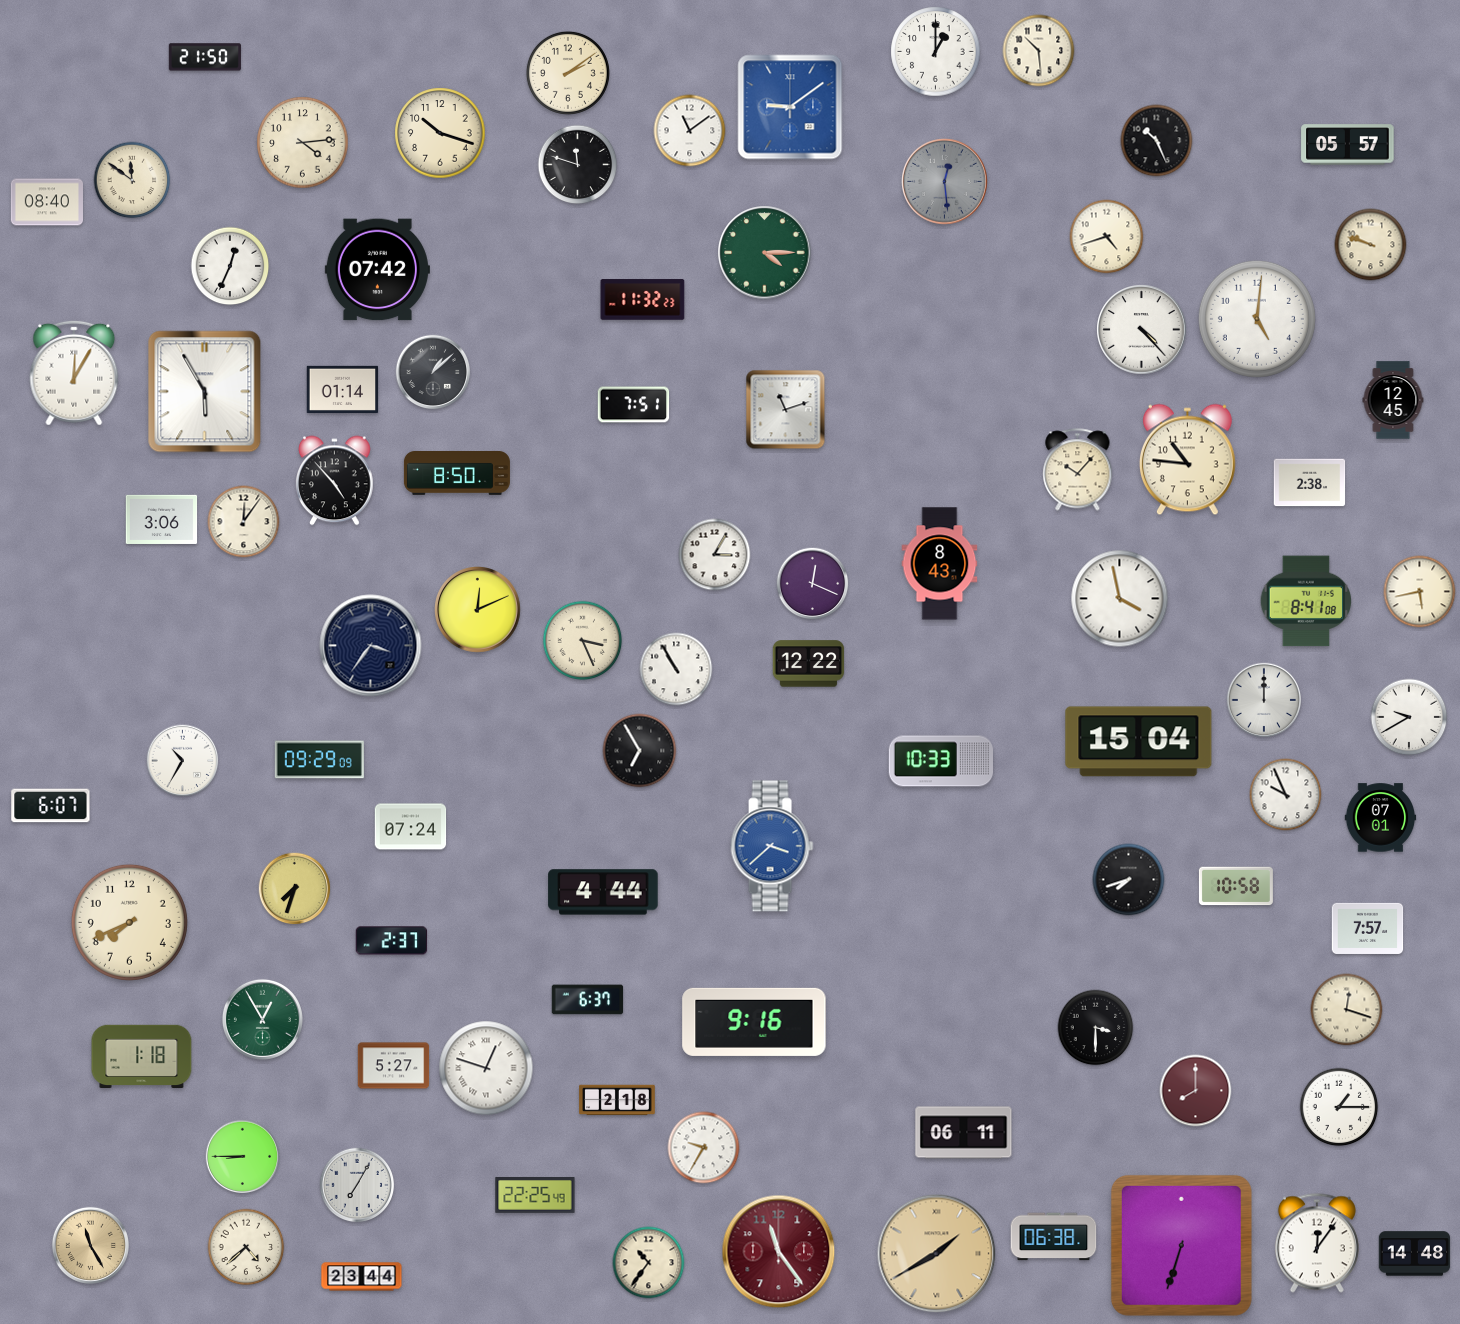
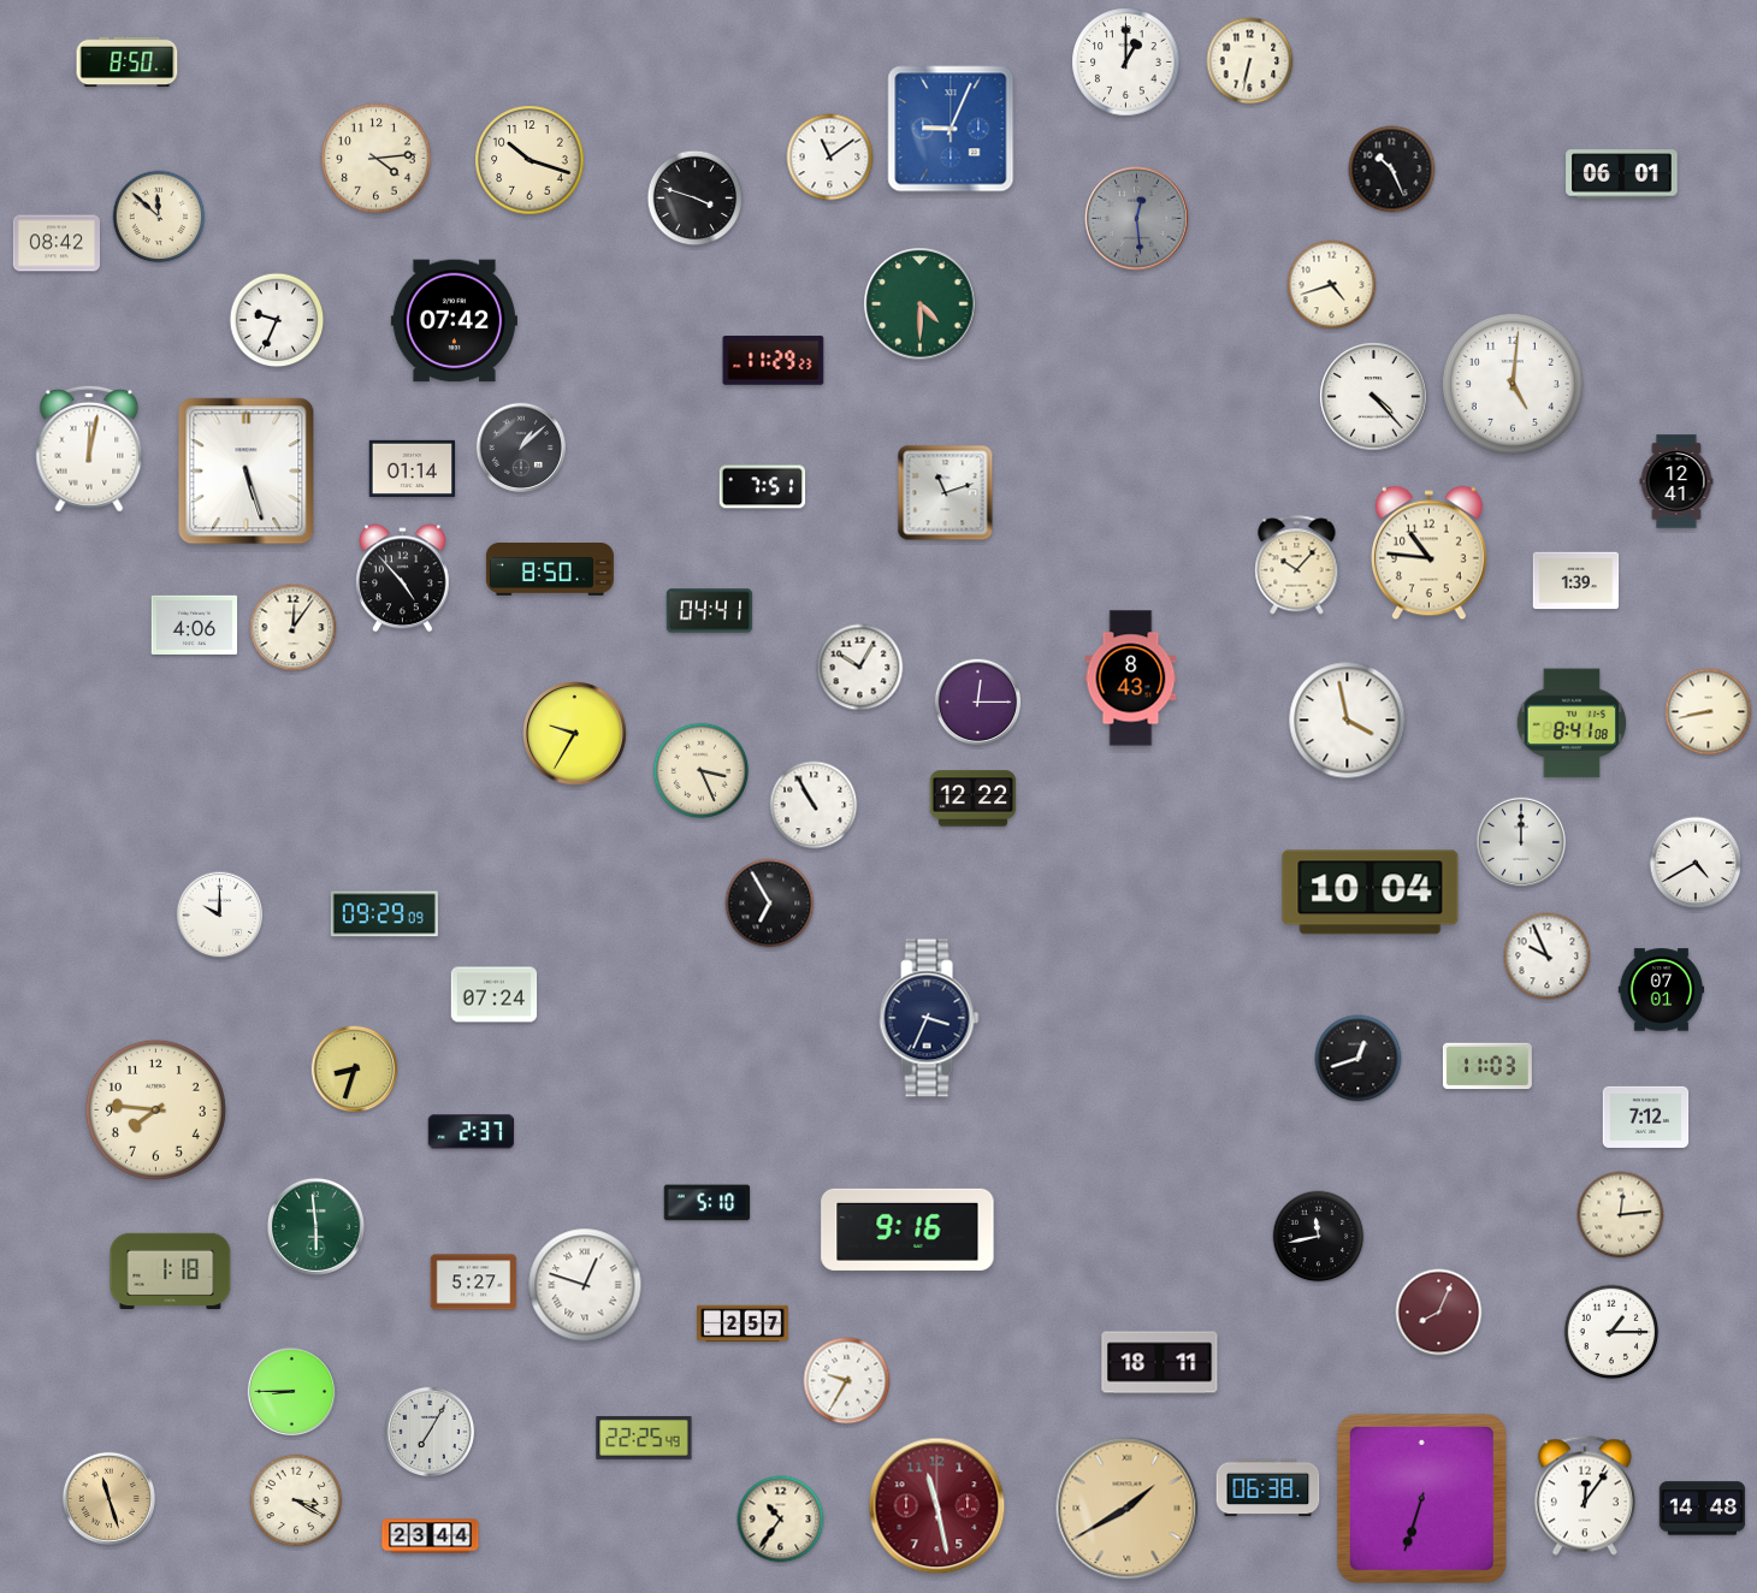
clock at (1039, 51): 10:29 -> 6:32
clock at (128, 63): none -> 8:50
clock at (204, 57): 21:50 -> none
clock at (568, 73): 2:09 -> none
clock at (790, 107): 9:09 -> 9:04
clock at (303, 143) position: (303, 143) -> (377, 159)
clock at (1348, 145): 05:57 -> 06:01
clock at (578, 165): 11:48 -> 3:48
clock at (132, 180): 11:51 -> 11:52
clock at (46, 202): 08:40 -> 08:42
clock at (1371, 245): 9:48 -> none
clock at (765, 253): 4:15 -> 4:30
clock at (230, 266): 12:34 -> 9:34
clock at (377, 270) position: (377, 270) -> (454, 321)
clock at (643, 300): 11:32 -> 11:29
clock at (74, 373): 12:05 -> 12:02
clock at (205, 392): 5:55 -> 5:27
clock at (1393, 400): 12:45 -> 12:41
clock at (1310, 483): 2:38 -> 1:39
clock at (710, 611): none -> 04:41
clock at (162, 519): 3:06 -> 4:06
clock at (715, 555): 3:05 -> 10:05
clock at (813, 584): 12:19 -> 12:15
clock at (1420, 592): 5:43 -> 8:43
clock at (478, 610): 12:11 -> 9:35
clock at (371, 646): 3:36 -> none
clock at (1409, 717): 9:40 -> 4:40
clock at (1139, 742): 15:04 -> 10:04
clock at (183, 761): 10:35 -> 10:00
clock at (940, 761): 10:33 -> none
clock at (51, 806): 6:07 -> none
clock at (1381, 818) position: (1381, 818) -> (1662, 990)
clock at (772, 846): 3:38 -> 3:34
clock at (772, 846) dial: blue -> navy
clock at (1129, 880): 7:42 -> 12:42
clock at (1236, 886): 10:58 -> 11:03
clock at (295, 889): 7:33 -> 8:33
clock at (603, 892): 4:44 -> none
clock at (129, 922): 7:41 -> 7:46
clock at (1368, 928): 7:57 -> 7:12
clock at (588, 1000): 6:37 -> 5:10
clock at (1347, 1010): 12:18 -> 12:14
clock at (262, 1019): 12:55 -> 5:59
clock at (1096, 1028): 3:30 -> 11:43
clock at (1196, 1091): 8:00 -> 8:04
clock at (617, 1100): 2:18 -> 2:57
clock at (964, 1133): 06:11 -> 18:11
clock at (357, 1185) position: (357, 1185) -> (430, 1432)
clock at (90, 1245): 11:25 -> 11:27
clock at (246, 1247): 4:38 -> 3:20
clock at (779, 1252): 11:24 -> 11:28
clock at (362, 1277) position: (362, 1277) -> (431, 1536)
